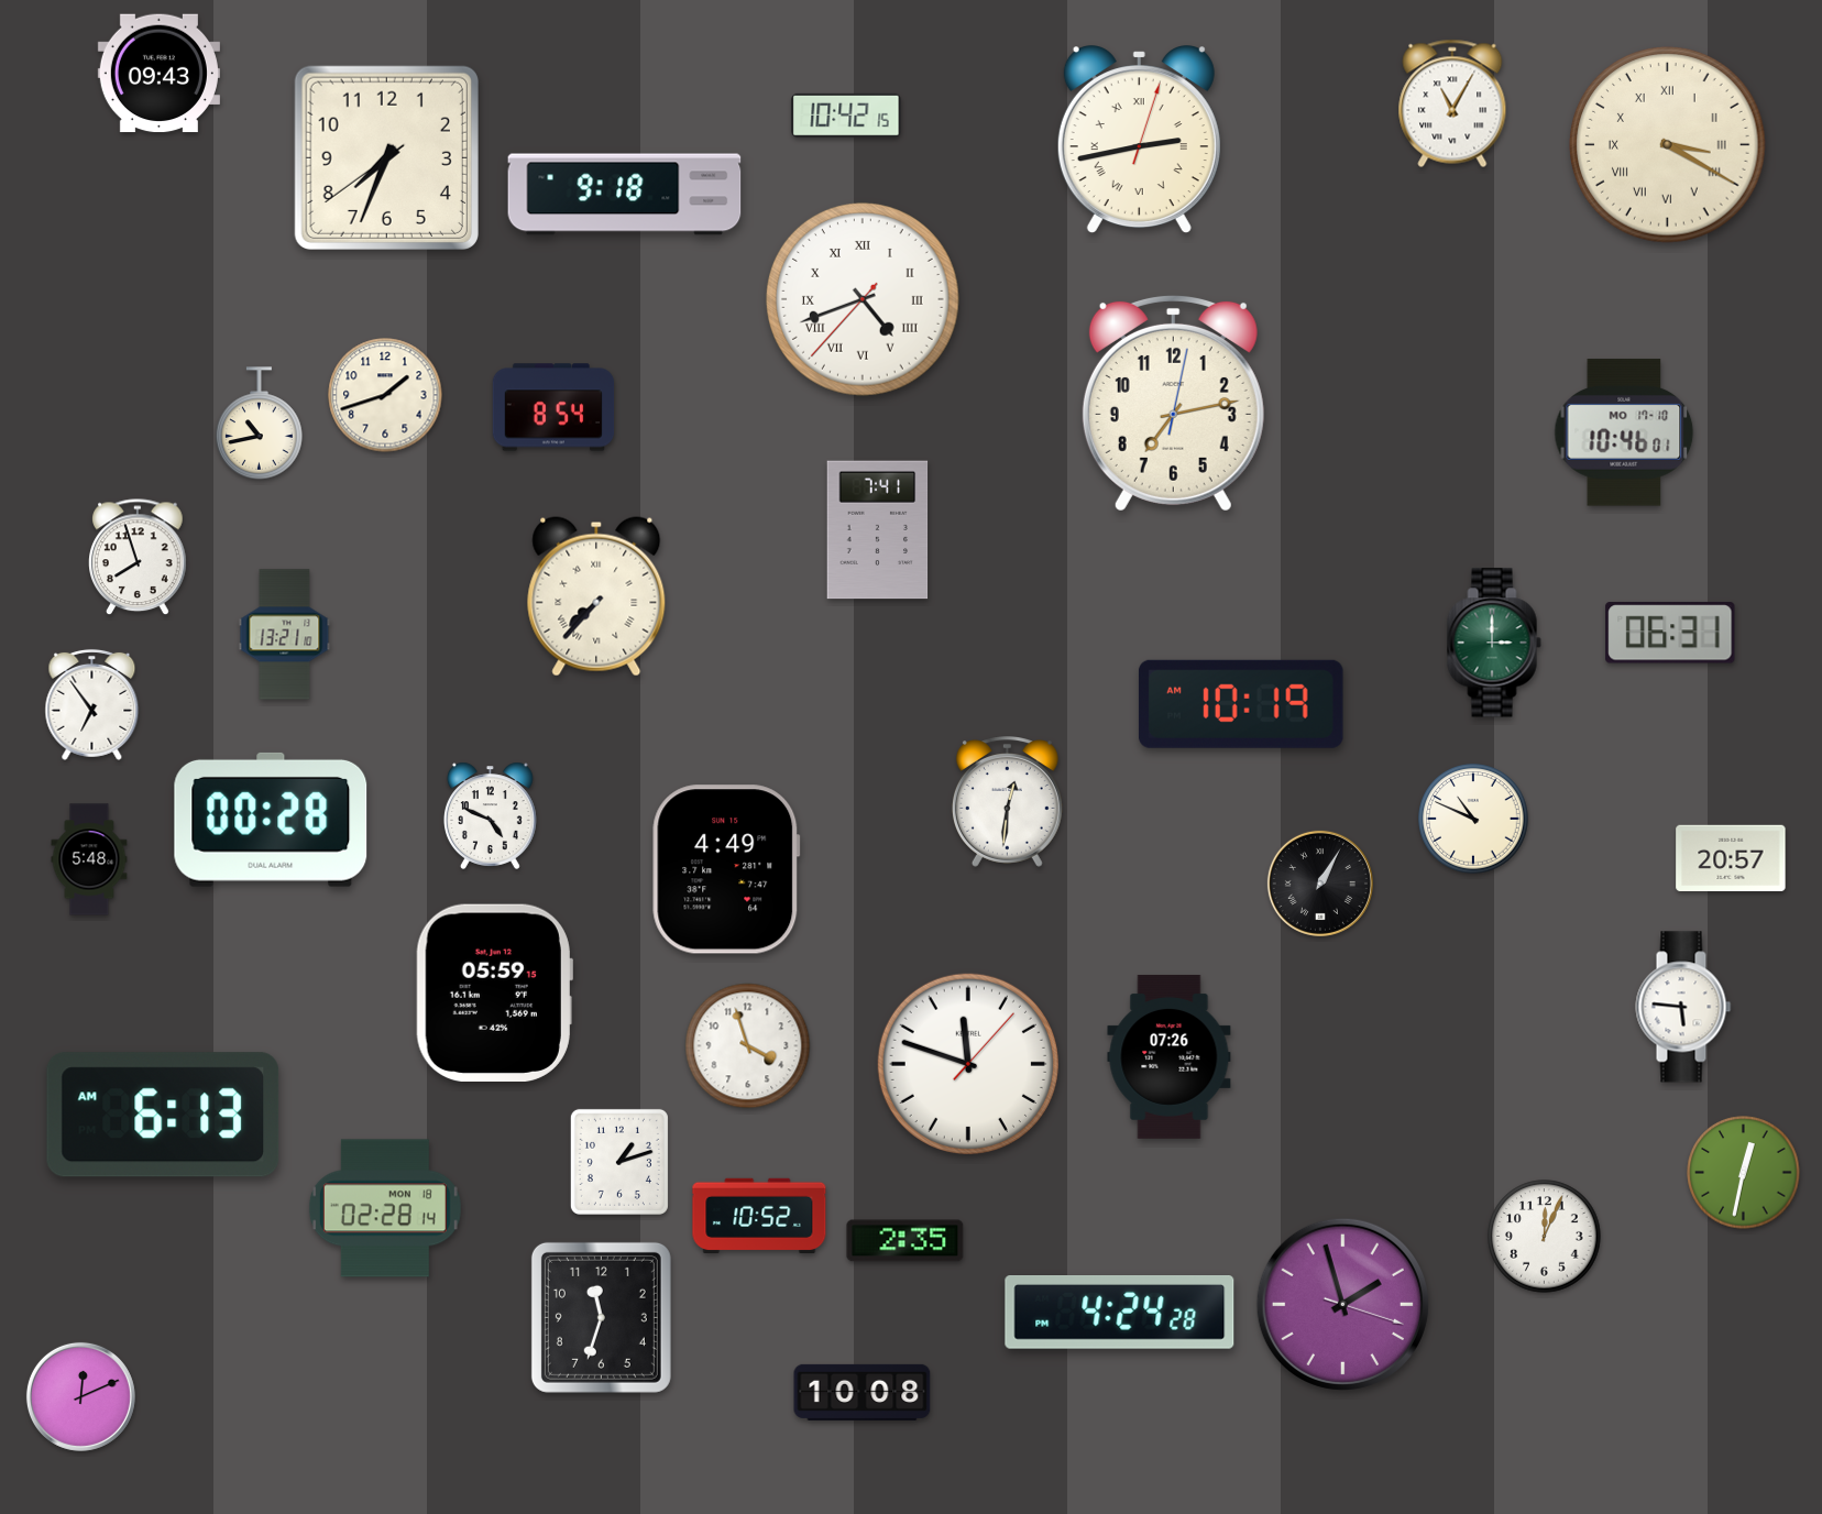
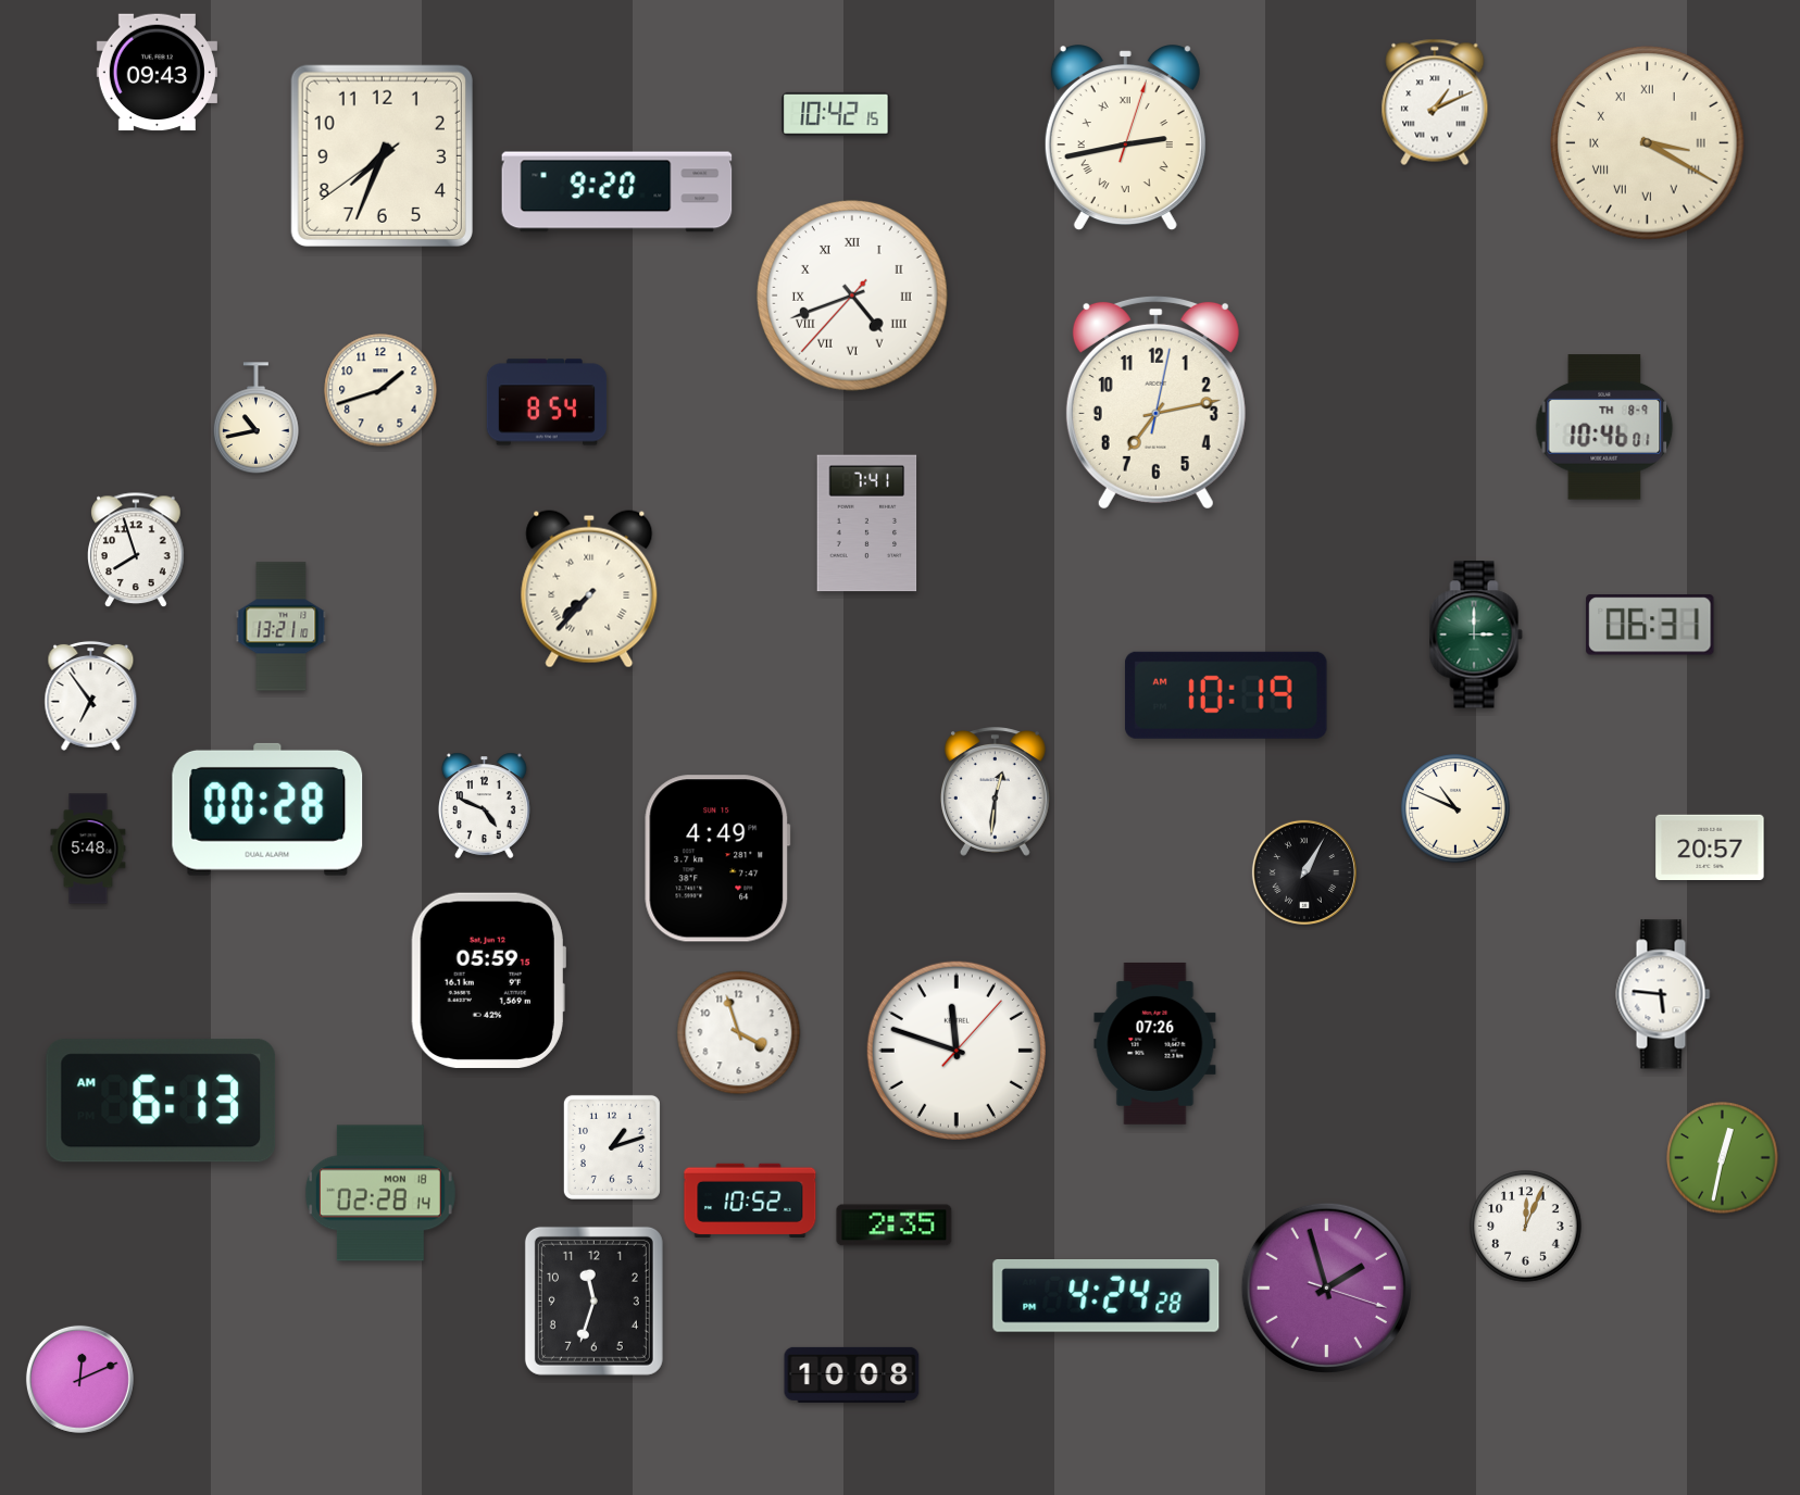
clock at (1452, 103): 11:05 -> 1:11
clock at (625, 195): 9:18 -> 9:20
clock at (1173, 403) position: (1173, 403) -> (1155, 402)
clock at (1624, 432) date: MO 17-10 -> TH 8-9
clock at (1545, 1237) position: (1545, 1237) -> (1526, 1227)
